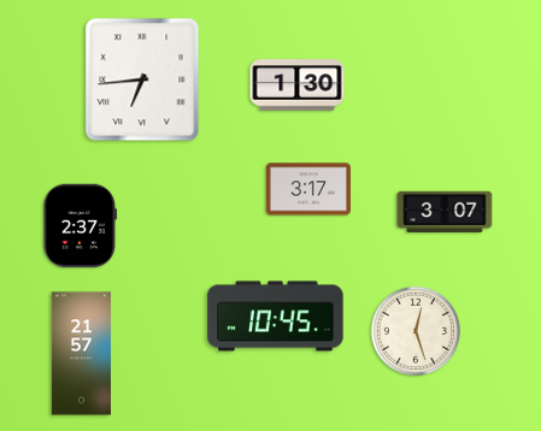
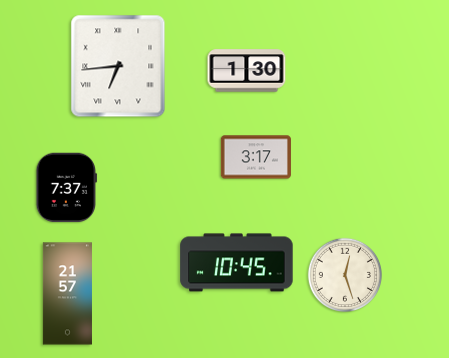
clock at (445, 212): 3:07 -> none
clock at (81, 226): 2:37 -> 7:37
clock at (276, 317) position: (276, 317) -> (237, 263)
